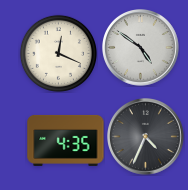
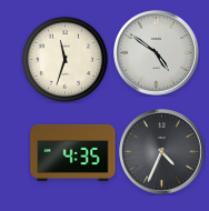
clock at (58, 53): 12:19 -> 11:33
clock at (66, 140) position: (66, 140) -> (73, 152)
